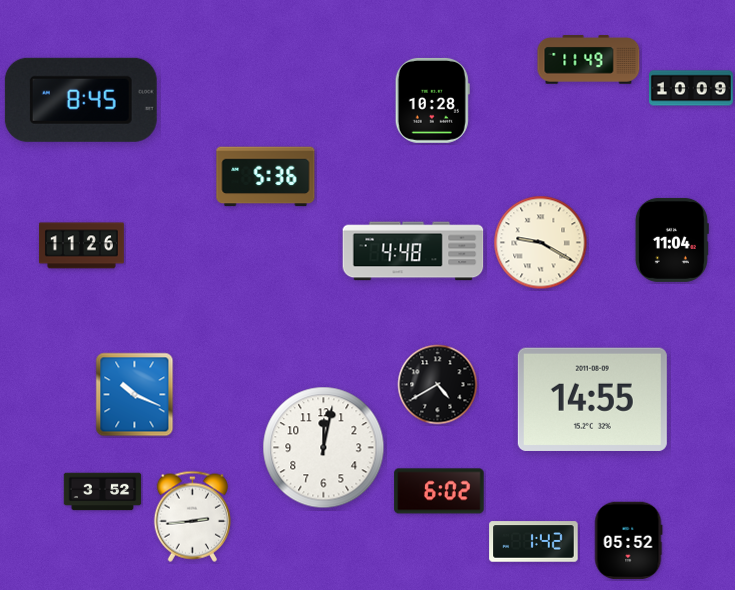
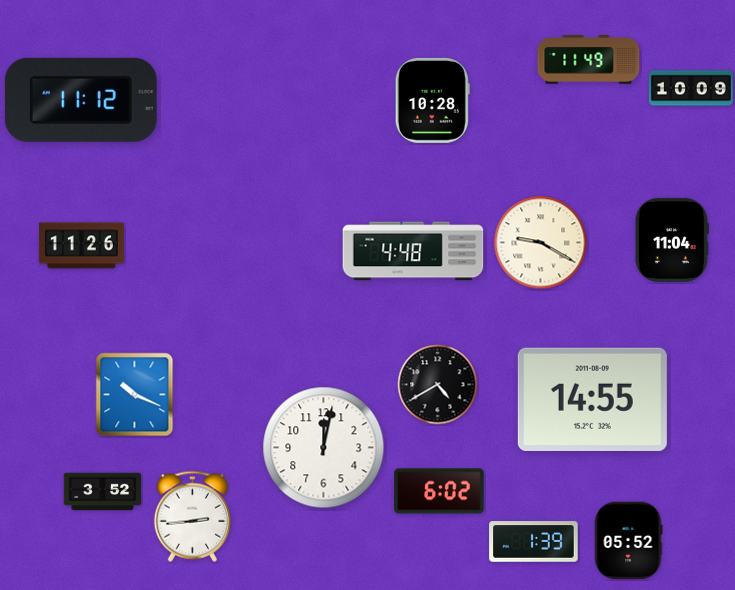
clock at (81, 100): 8:45 -> 11:12
clock at (266, 177): 5:36 -> none
clock at (534, 542): 1:42 -> 1:39
